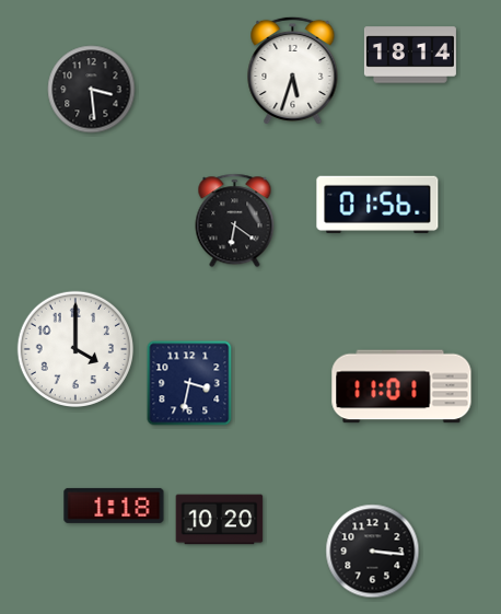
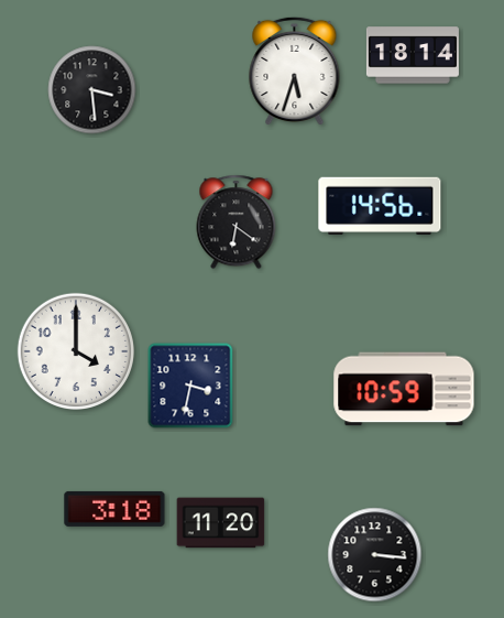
clock at (377, 205): 01:56 -> 14:56
clock at (401, 386): 11:01 -> 10:59
clock at (114, 506): 1:18 -> 3:18
clock at (220, 520): 10:20 -> 11:20
